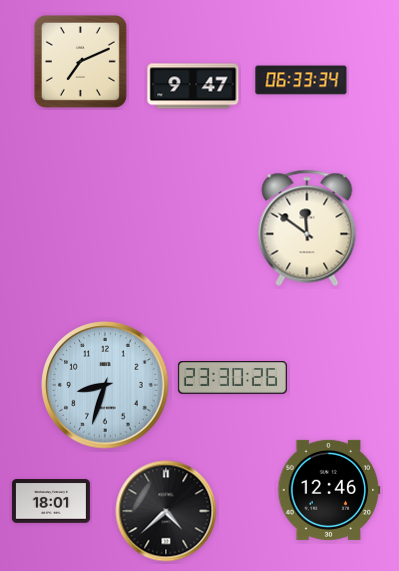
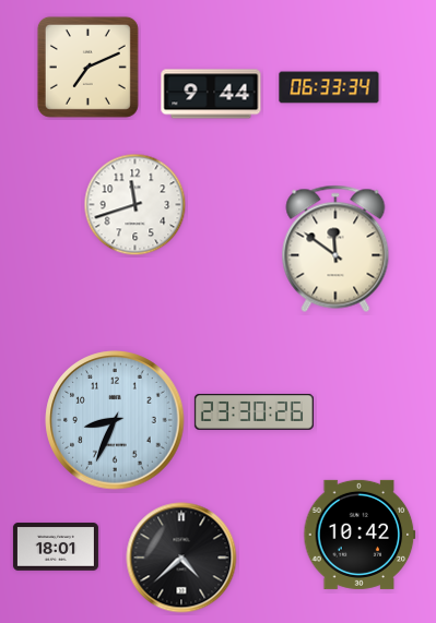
clock at (193, 86): 9:47 -> 9:44
clock at (135, 205): none -> 11:42
clock at (105, 385): 8:33 -> 8:34
clock at (329, 490): 12:46 -> 10:42
